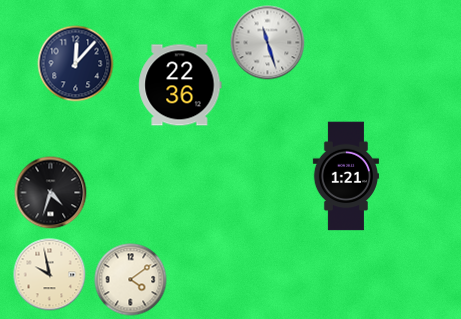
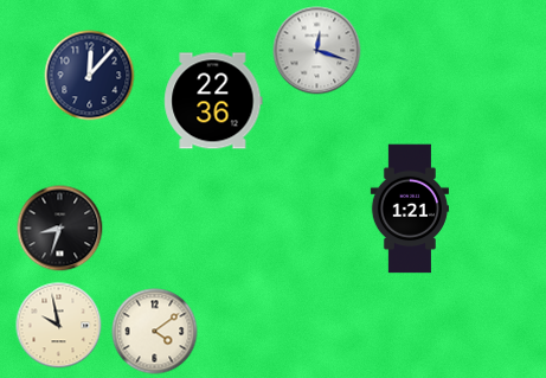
clock at (268, 43): 11:27 -> 12:18
clock at (51, 193): 4:33 -> 8:33
